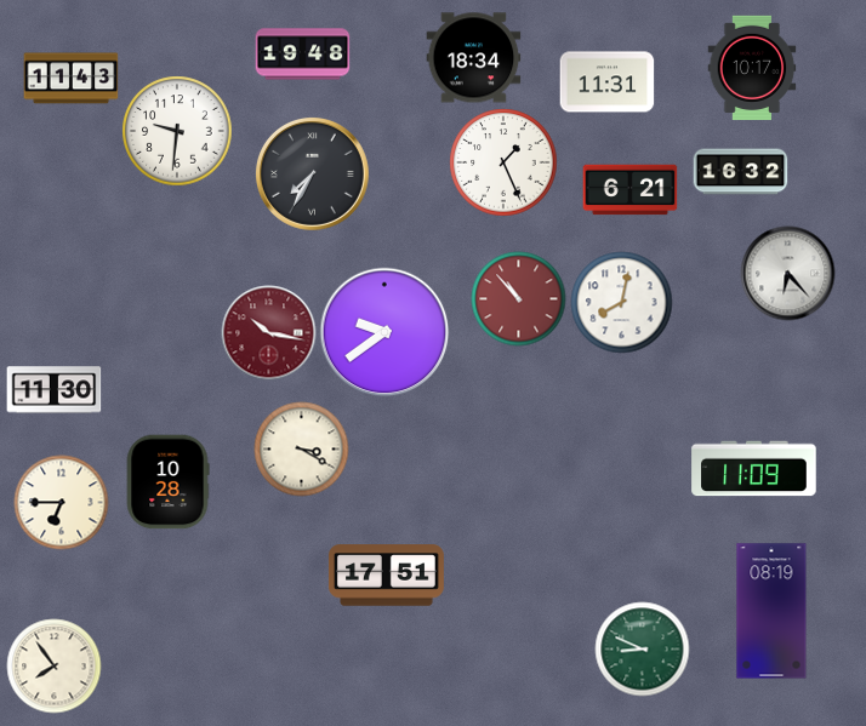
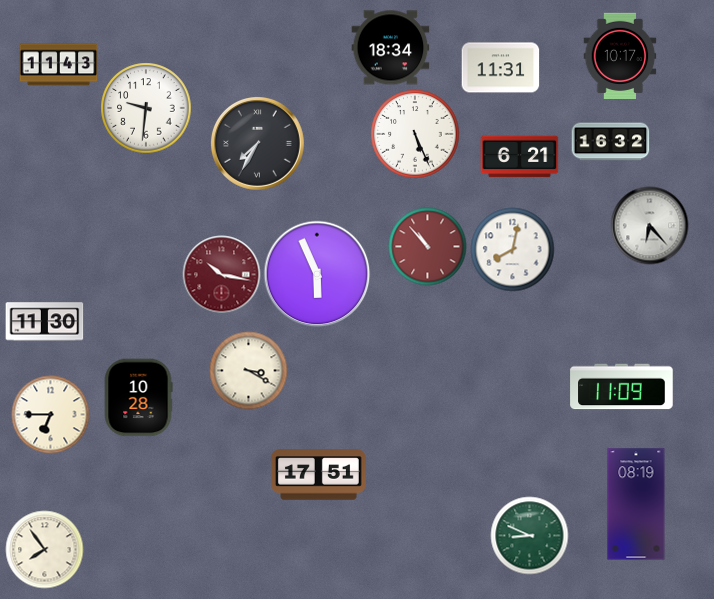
clock at (302, 55): 19:48 -> none
clock at (503, 162): 1:26 -> 5:26
clock at (384, 332): 9:39 -> 5:56
